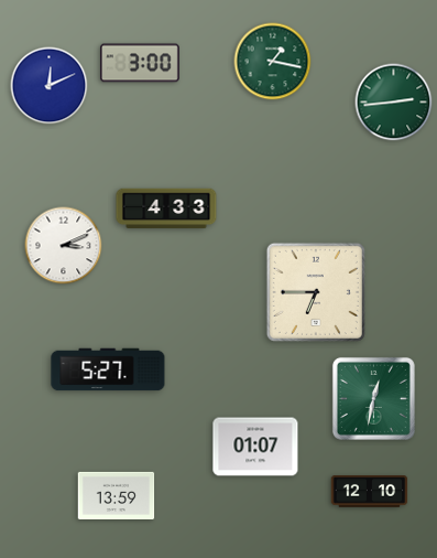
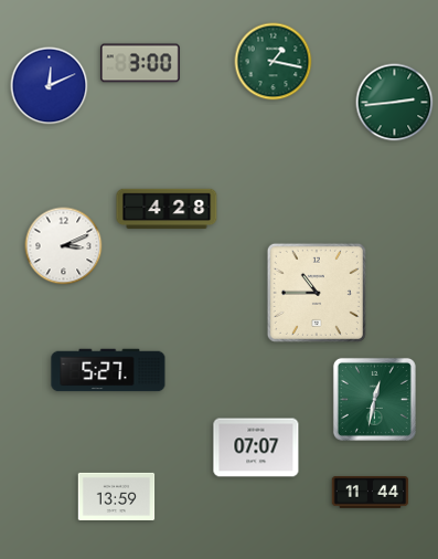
clock at (166, 208): 4:33 -> 4:28
clock at (316, 292): 6:45 -> 10:45
clock at (255, 447): 01:07 -> 07:07
clock at (370, 492): 12:10 -> 11:44
